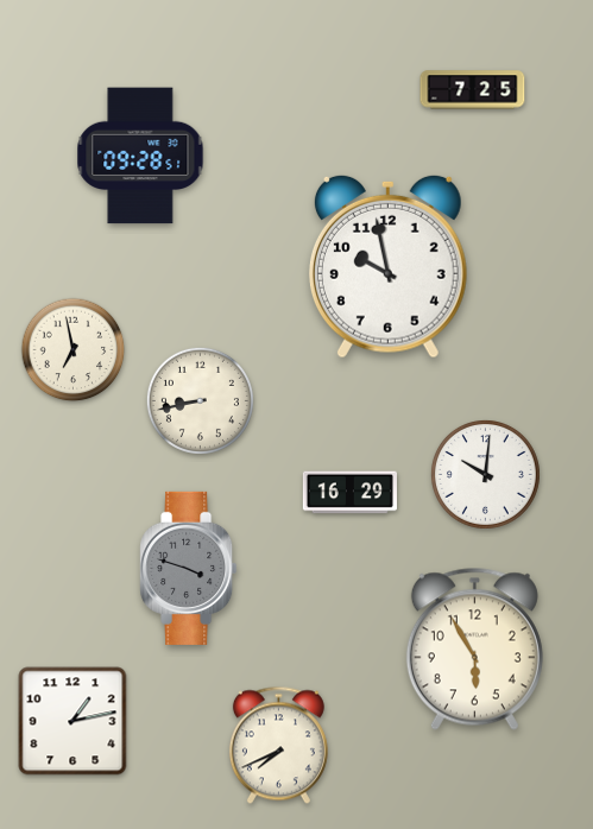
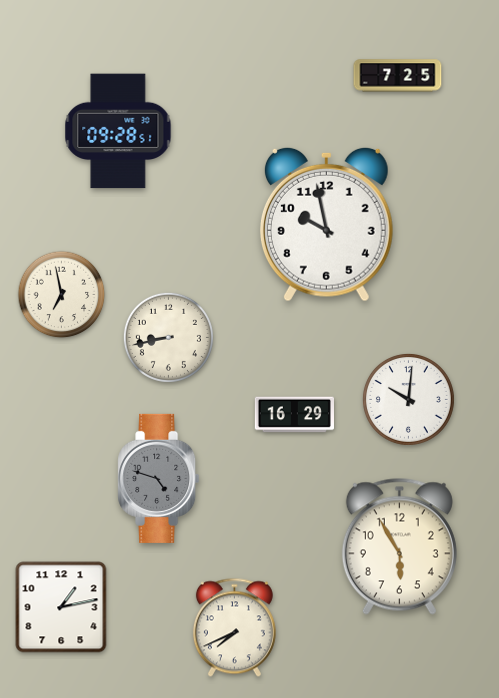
clock at (189, 568): 3:48 -> 4:48
